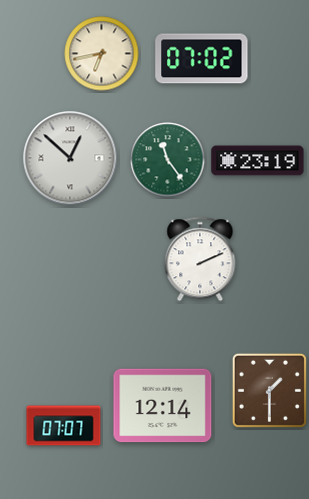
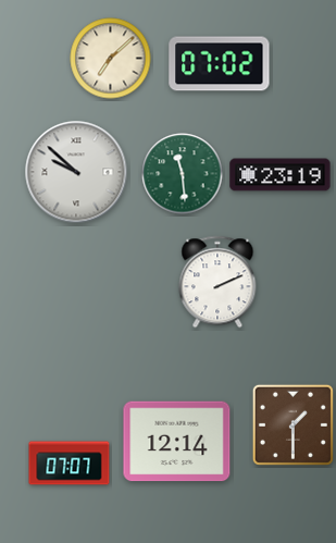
clock at (102, 54): 6:43 -> 7:08
clock at (70, 158): 12:52 -> 9:52
clock at (168, 160): 11:24 -> 11:29
